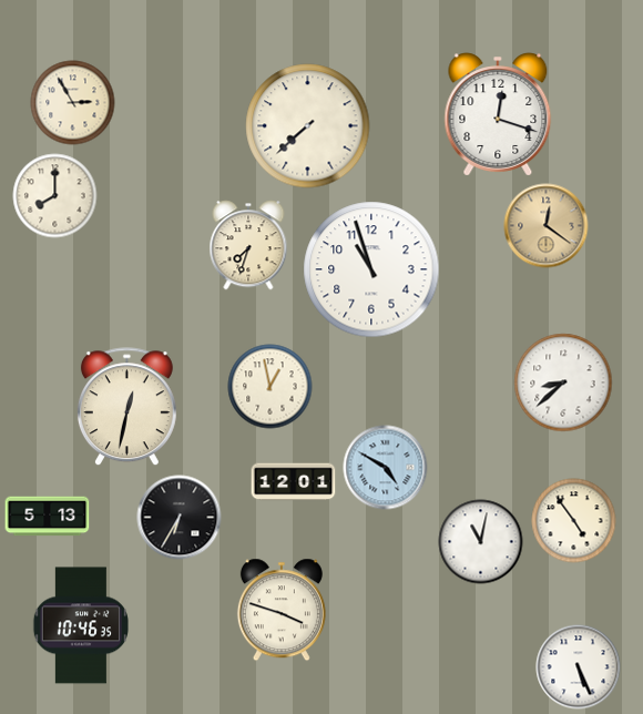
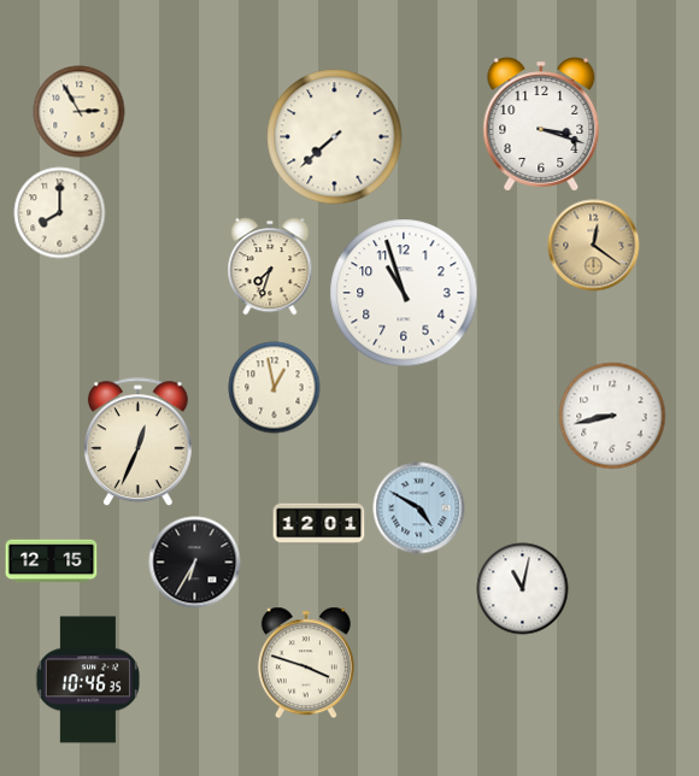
clock at (498, 114): 12:18 -> 3:18
clock at (563, 382): 8:38 -> 8:43
clock at (271, 387) position: (271, 387) -> (275, 388)
clock at (126, 407): 12:32 -> 12:34
clock at (48, 517): 5:13 -> 12:15
clock at (574, 521): 4:54 -> none
clock at (579, 667): 5:26 -> none
